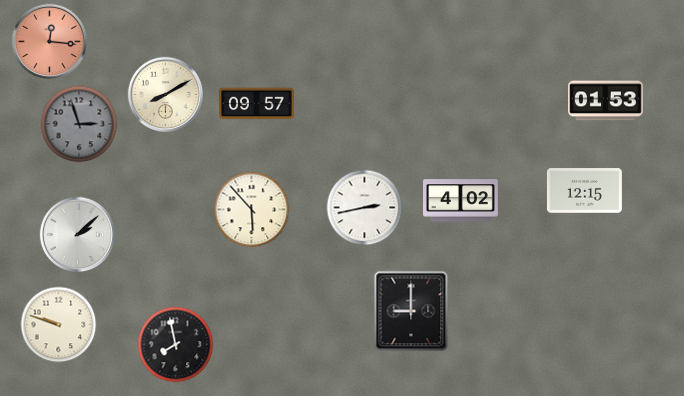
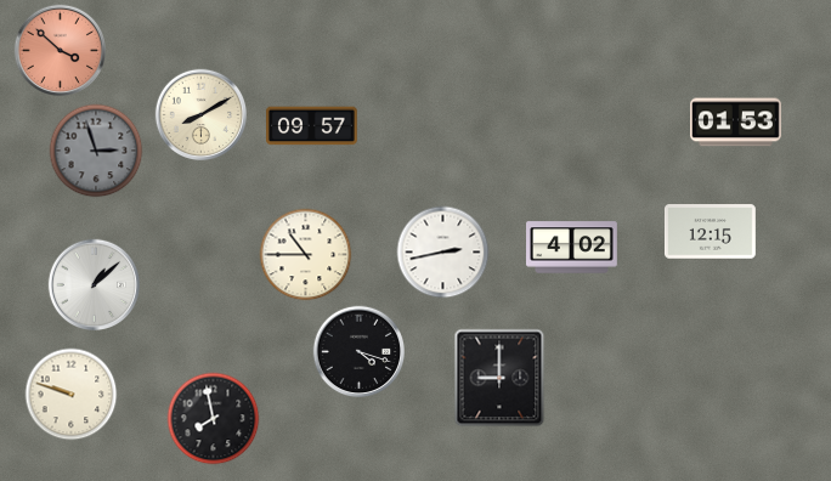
clock at (49, 41): 12:16 -> 3:52
clock at (461, 201) position: (461, 201) -> (572, 248)
clock at (252, 210): 5:53 -> 10:45
clock at (77, 234): 2:08 -> 1:08
clock at (358, 351): none -> 4:18
